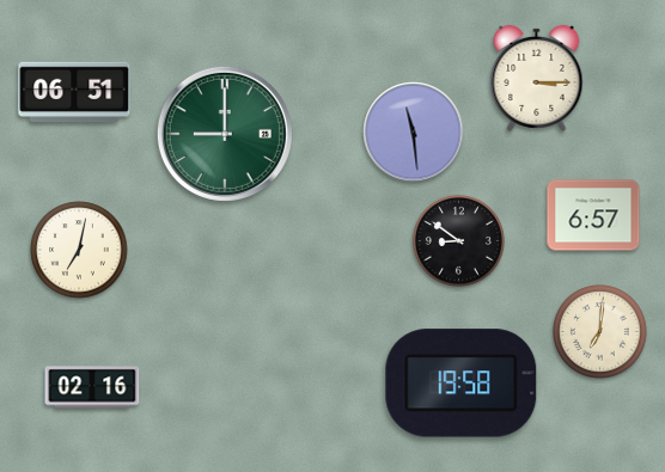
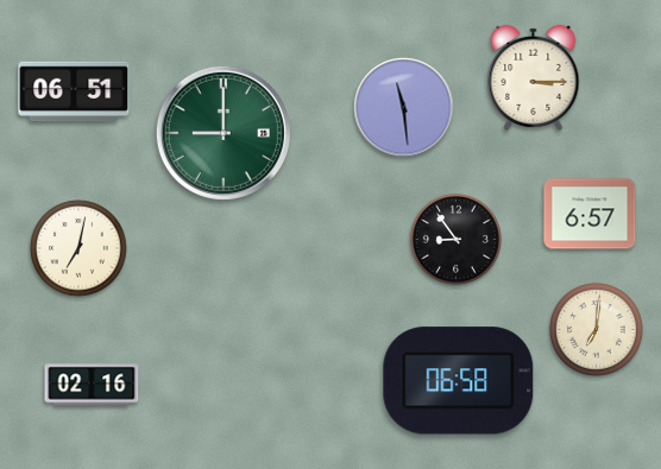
clock at (414, 133) position: (414, 133) -> (404, 108)
clock at (458, 240): 8:51 -> 8:54
clock at (462, 384): 19:58 -> 06:58
